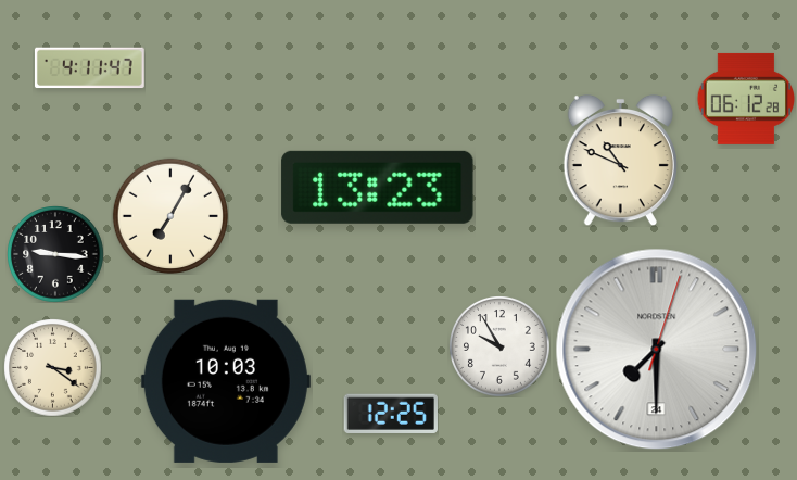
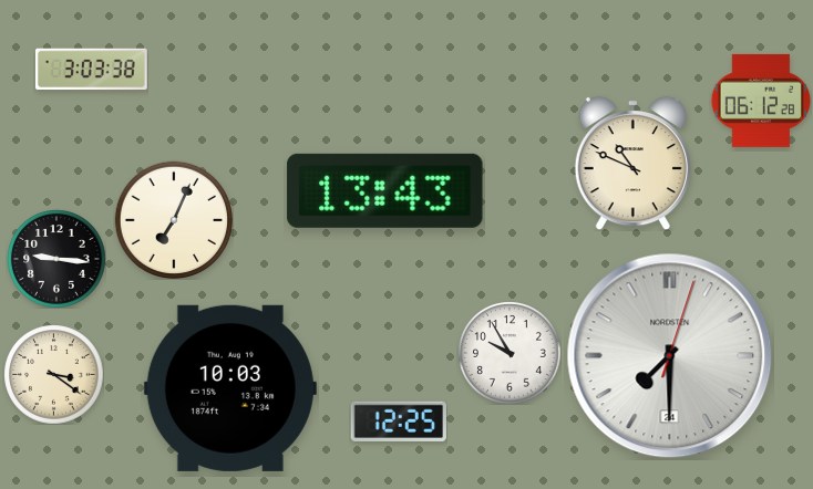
clock at (89, 68): 4:11 -> 3:03
clock at (378, 187): 13:23 -> 13:43
clock at (169, 215): 7:05 -> 7:04
